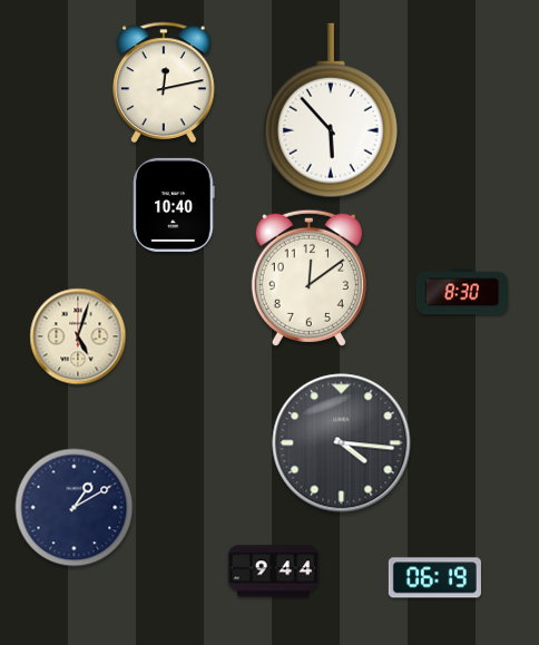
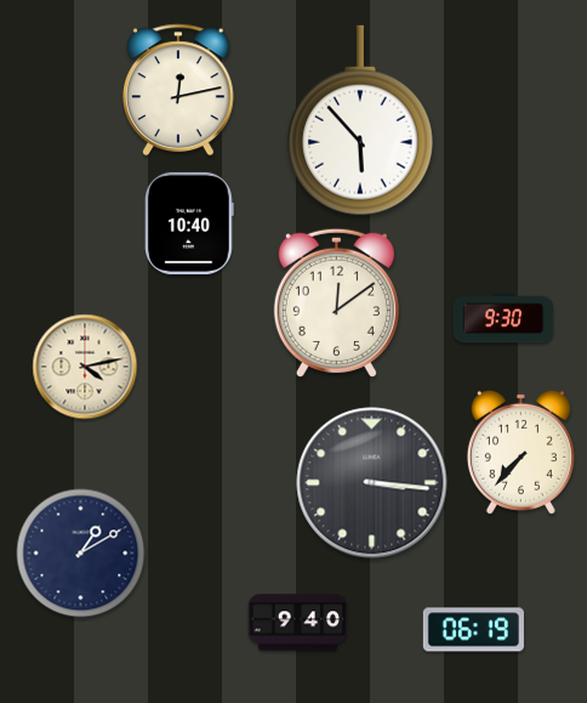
clock at (461, 292): 8:30 -> 9:30
clock at (78, 336): 5:03 -> 4:13
clock at (520, 452): none -> 7:37
clock at (342, 443): 4:16 -> 3:16
clock at (274, 571): 9:44 -> 9:40
